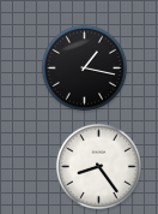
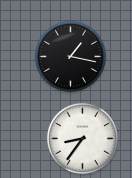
clock at (98, 166): 8:24 -> 8:36
